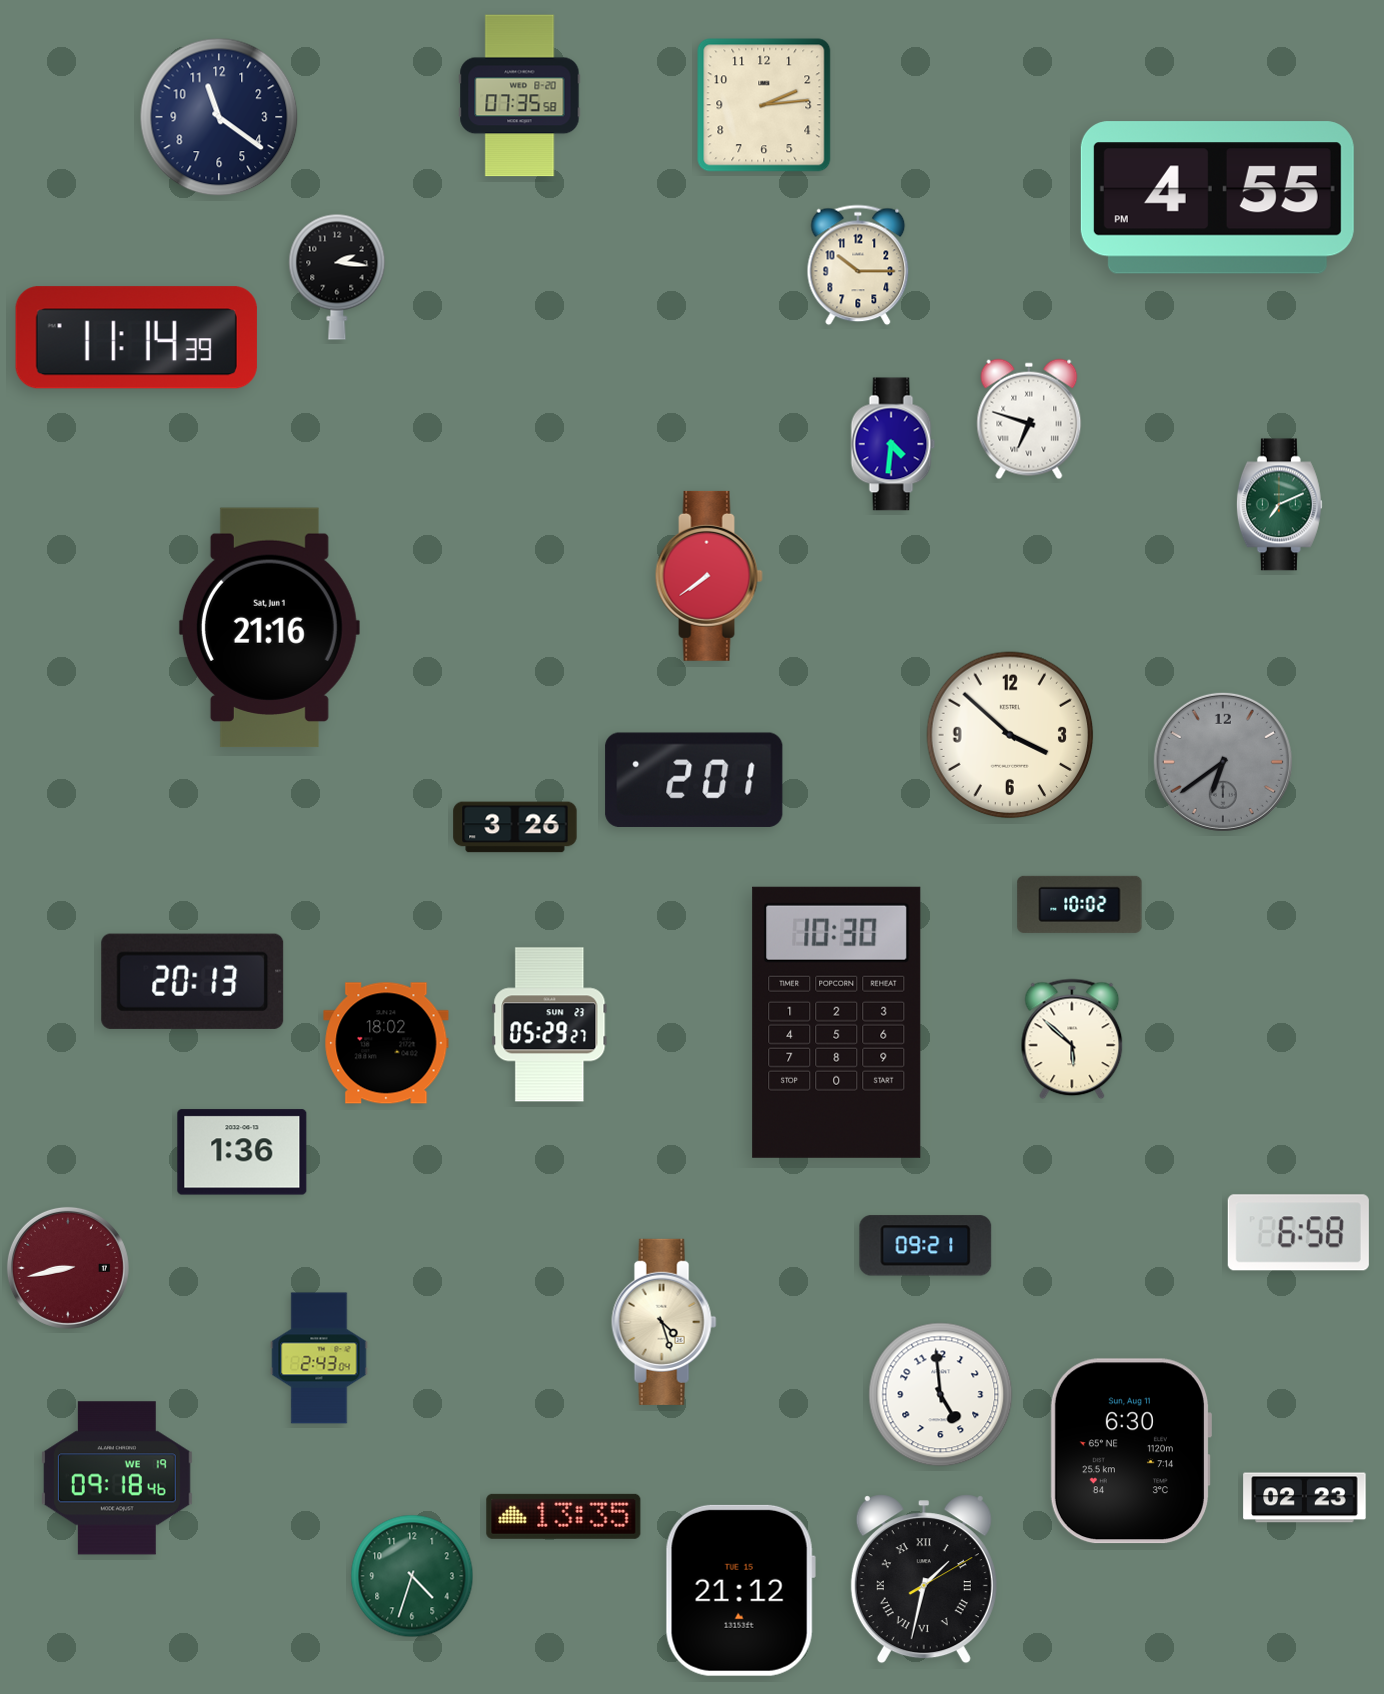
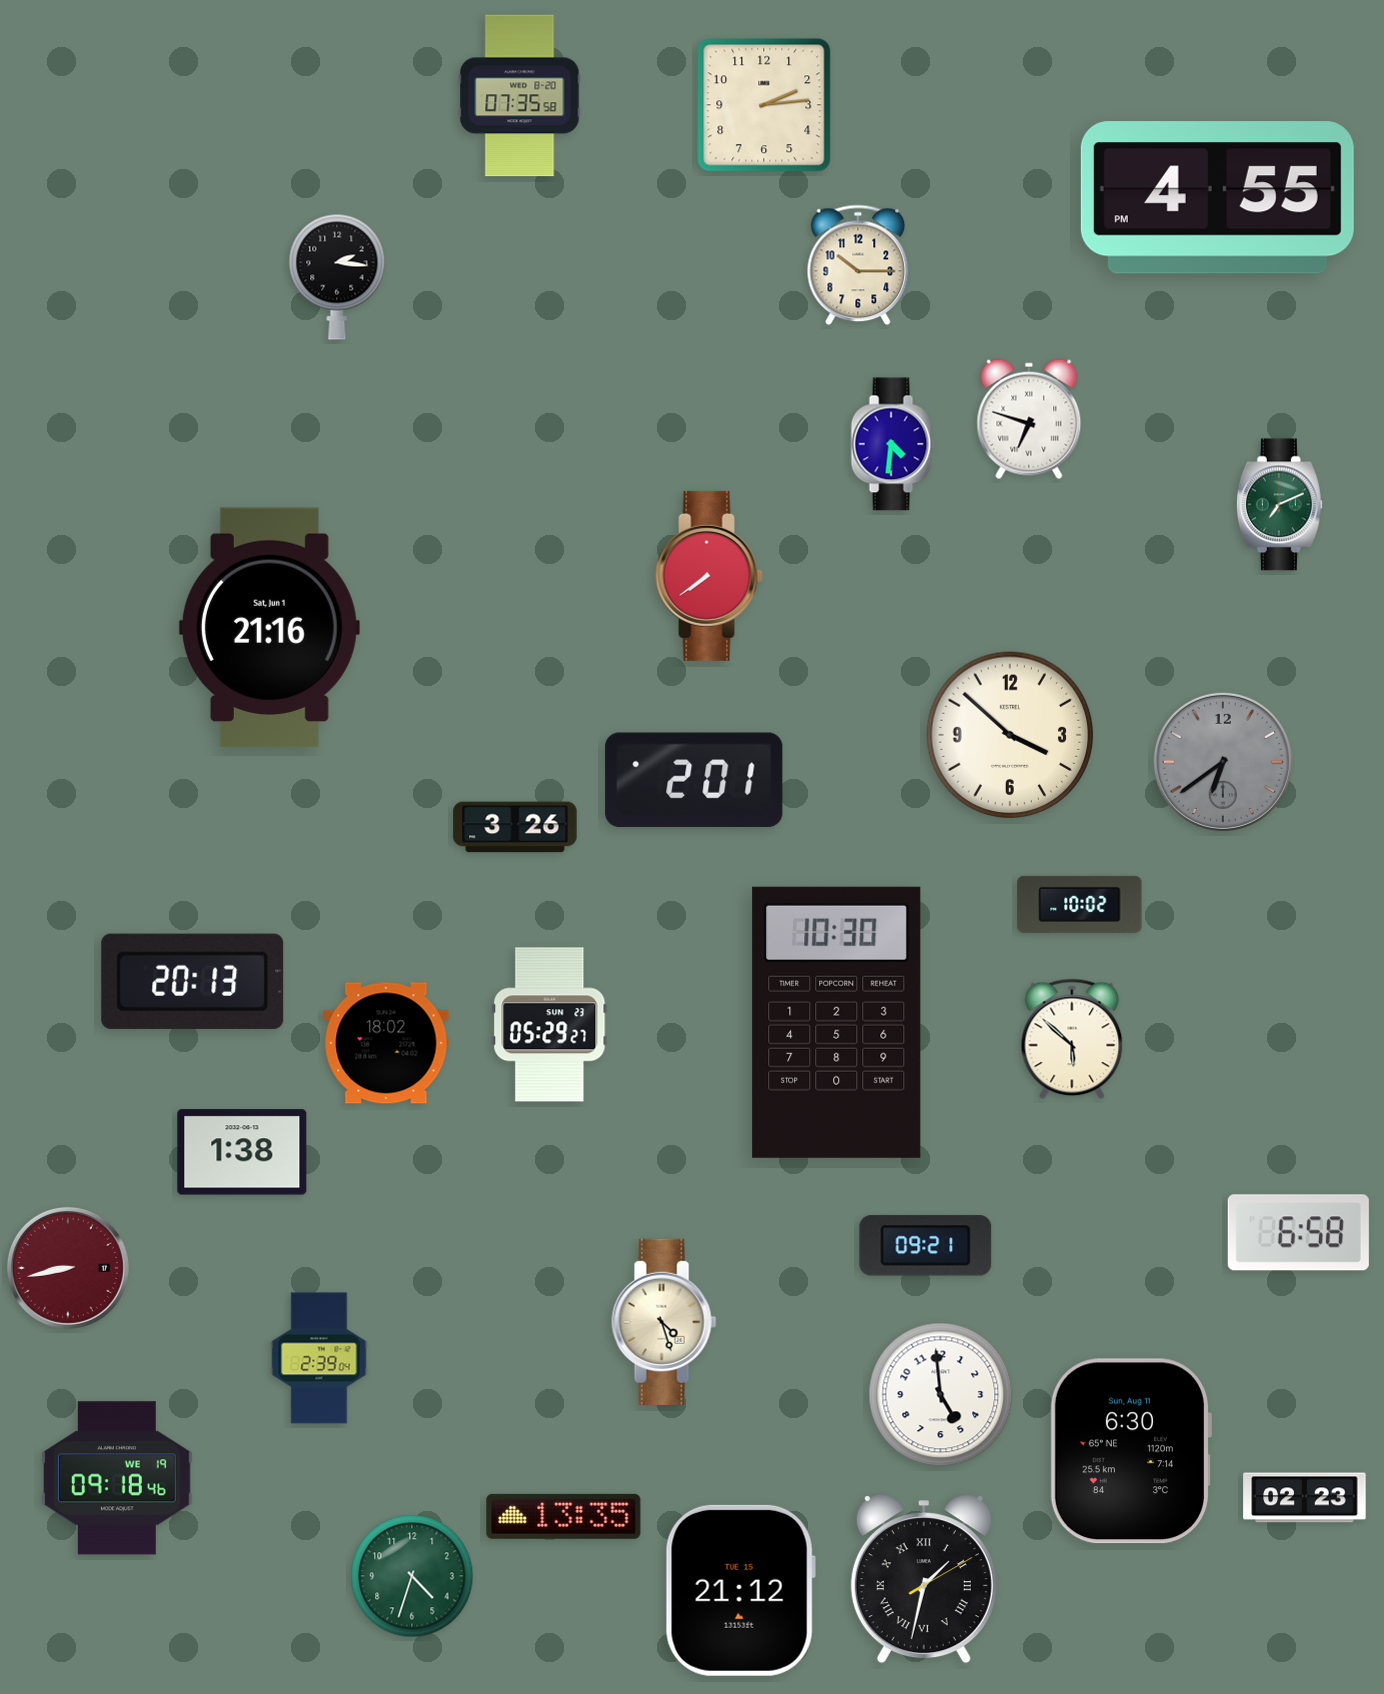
clock at (219, 117): 11:21 -> none
clock at (136, 338): 11:14 -> none
clock at (242, 1152): 1:36 -> 1:38
clock at (319, 1358): 2:43 -> 2:39
